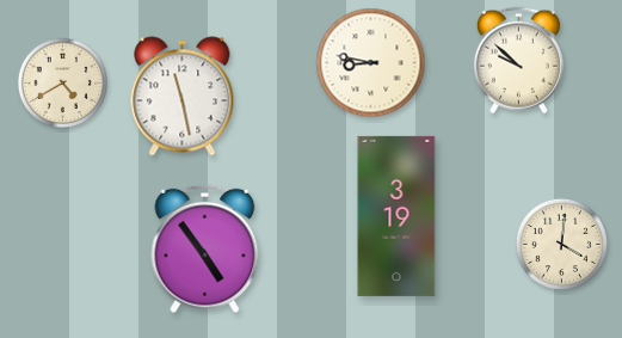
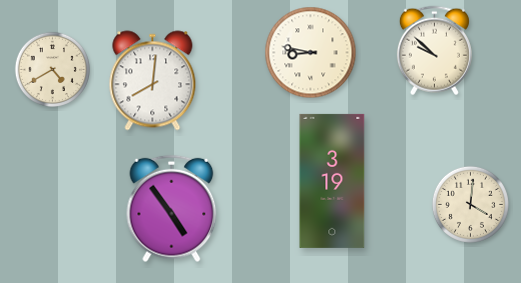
clock at (183, 97): 11:28 -> 8:01
